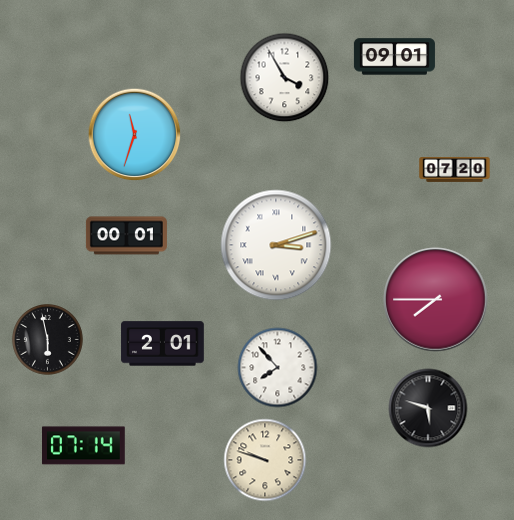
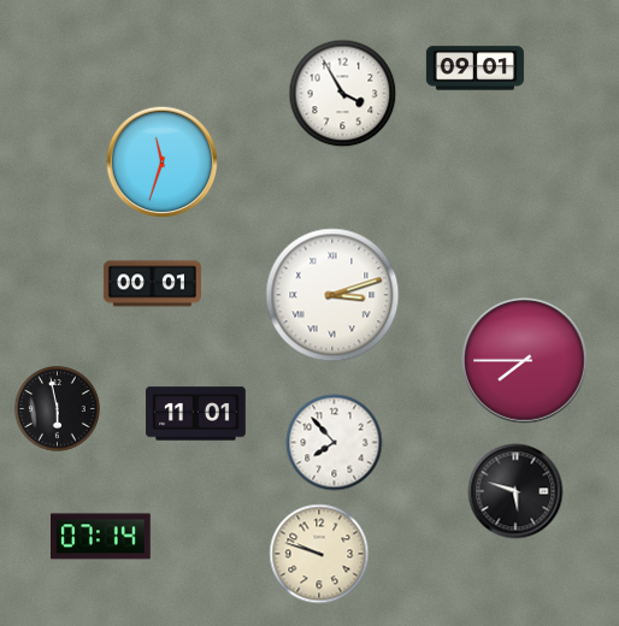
clock at (455, 170): 07:20 -> none
clock at (163, 344): 2:01 -> 11:01
